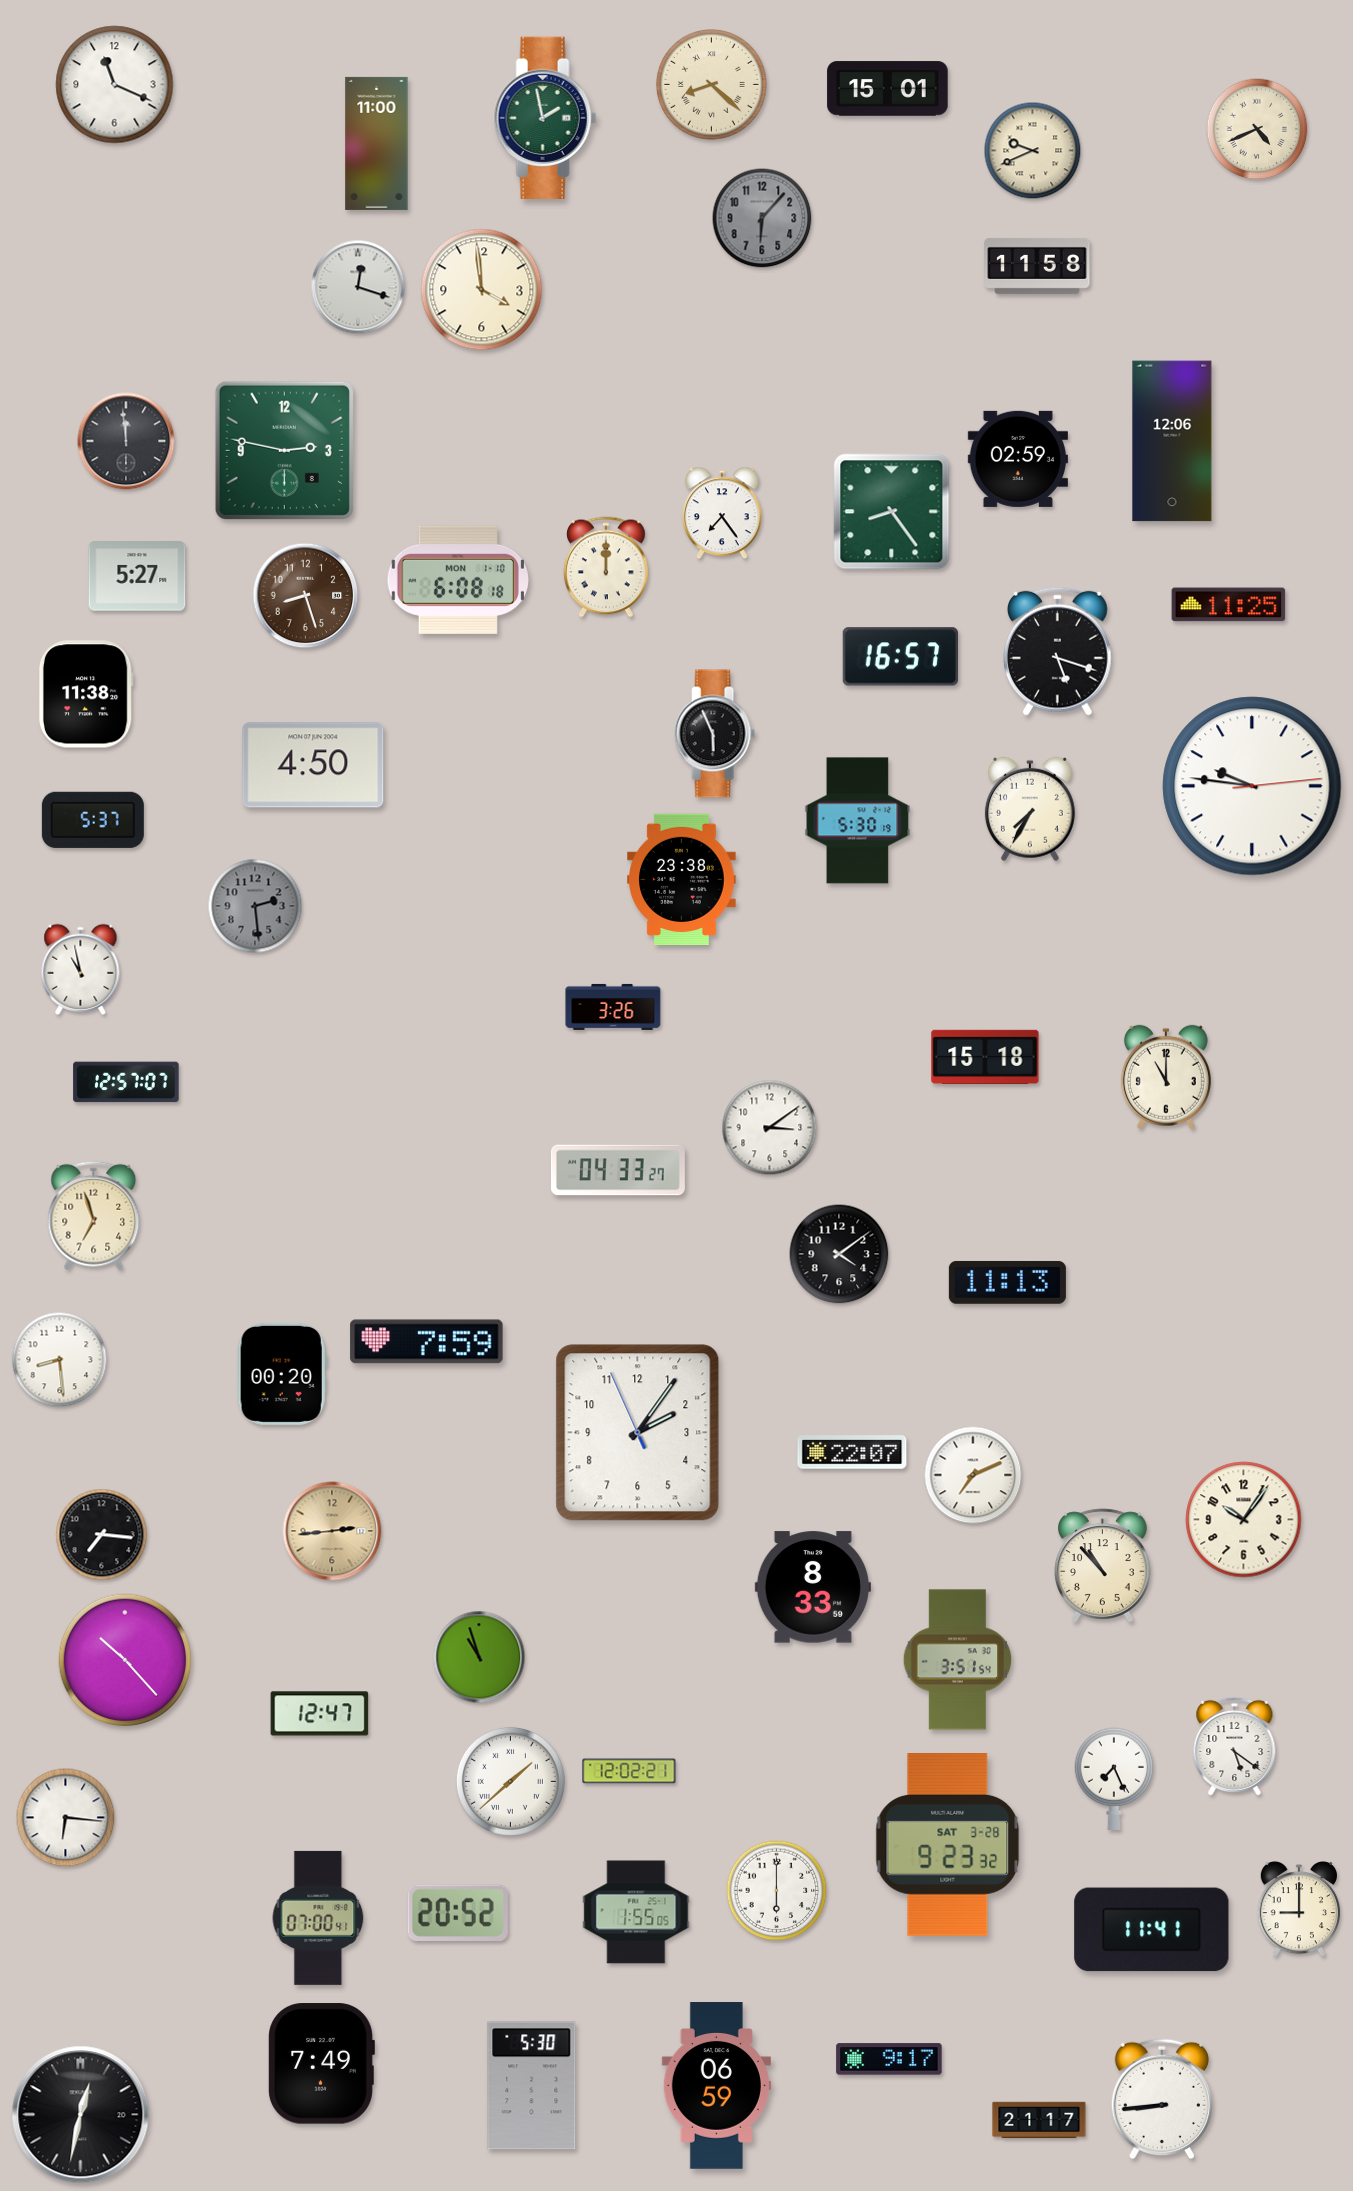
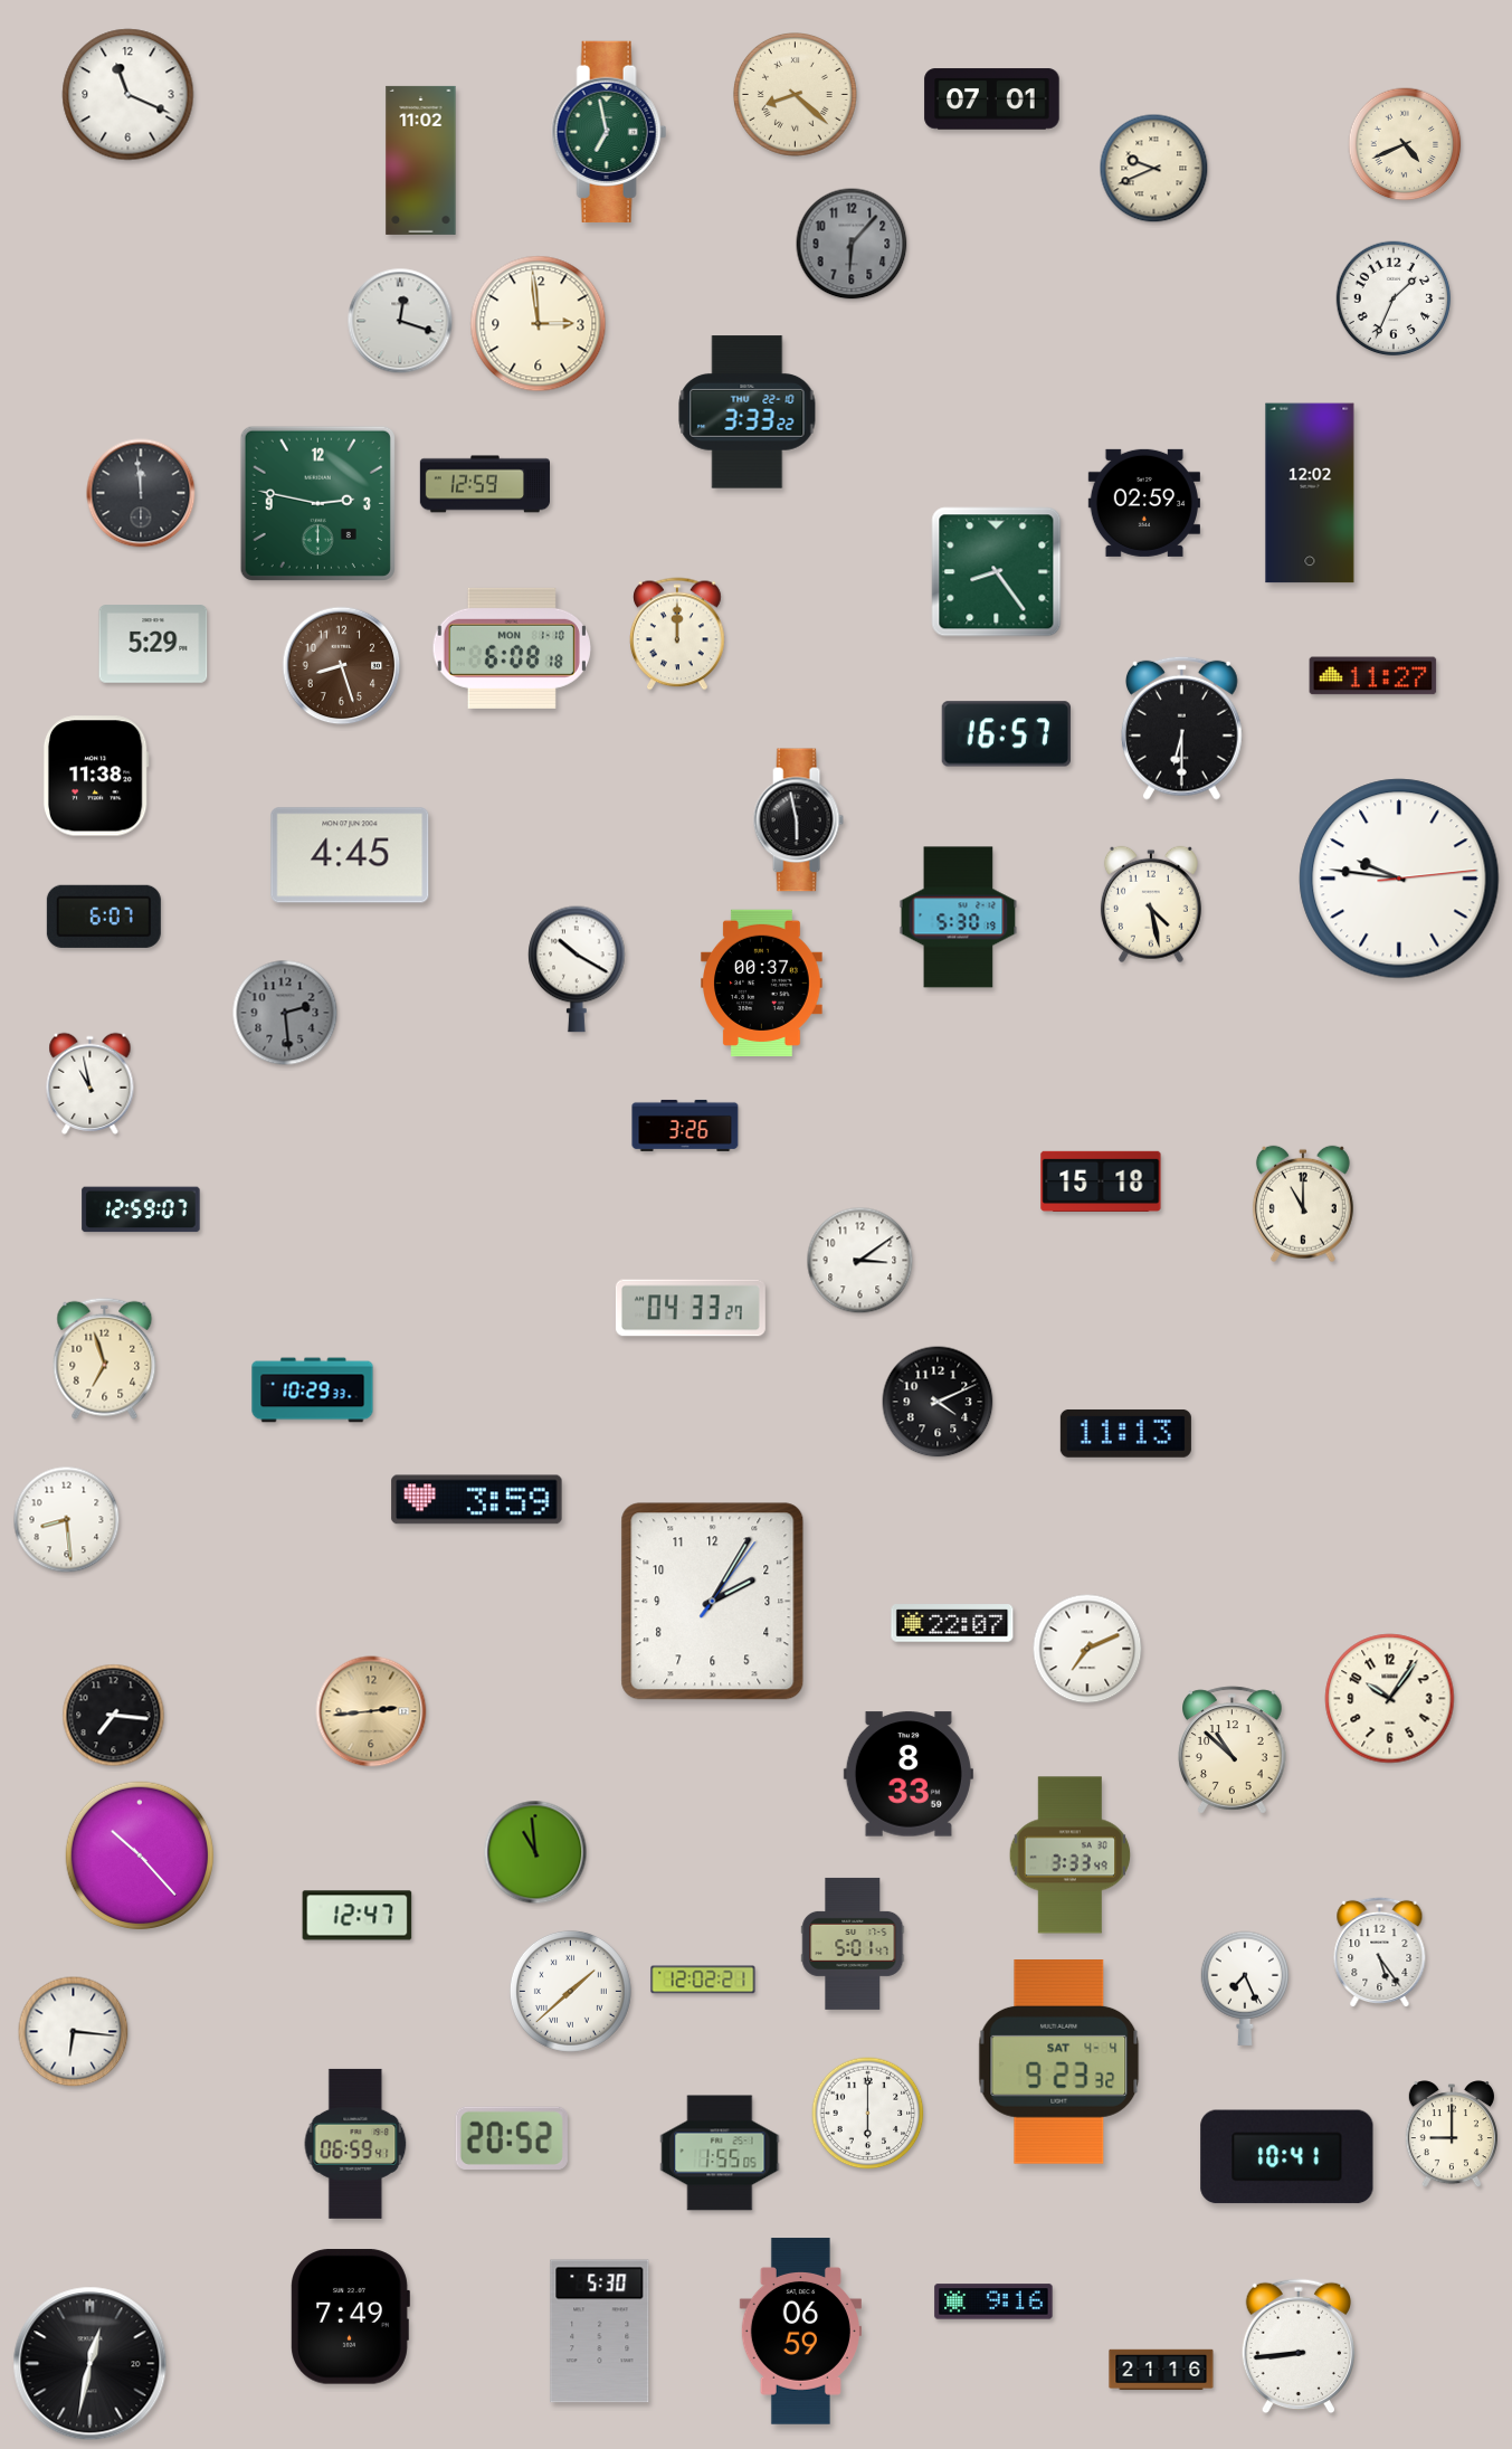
clock at (888, 89): 15:01 -> 07:01
clock at (545, 118): 1:58 -> 6:58
clock at (377, 143): 11:00 -> 11:02
clock at (1037, 266): 11:58 -> none
clock at (1394, 298): none -> 1:34
clock at (482, 290): 3:59 -> 2:59
clock at (748, 412): none -> 3:33
clock at (484, 484): none -> 12:59
clock at (1172, 441): 12:06 -> 12:02
clock at (1018, 459) position: (1018, 459) -> (1144, 503)
clock at (722, 513): 7:24 -> none
clock at (137, 576): 5:27 -> 5:29
clock at (1229, 605): 11:25 -> 11:27
clock at (1057, 651): 5:18 -> 6:30
clock at (714, 734): 5:56 -> 5:58
clock at (313, 765): 4:50 -> 4:45
clock at (1030, 809): 7:35 -> 4:28
clock at (93, 820): 5:37 -> 6:07
clock at (577, 969): none -> 10:20
clock at (682, 879): 23:38 -> 00:37
clock at (126, 1082): 12:57 -> 12:59
clock at (313, 1390): none -> 10:29
clock at (839, 1254): 4:09 -> 4:11
clock at (427, 1342): 7:59 -> 3:59
clock at (282, 1374): 00:20 -> none
clock at (638, 1433): 2:05:56 -> 2:05:06
clock at (1103, 1566): 10:53 -> 10:52
clock at (479, 1657): 10:57 -> 10:59
clock at (958, 1660): 3:51 -> 3:33
clock at (853, 1944): none -> 5:01
clock at (1235, 1747): 5:21 -> 5:24
clock at (948, 1845) date: SAT 3-28 -> SAT 4-4
clock at (636, 1912) position: (636, 1912) -> (720, 2153)
clock at (318, 1918): 07:00 -> 06:59
clock at (1152, 1930): 11:41 -> 10:41
clock at (889, 2059): 9:17 -> 9:16
clock at (321, 2064) position: (321, 2064) -> (350, 2317)
clock at (532, 2086) position: (532, 2086) -> (600, 2332)
clock at (1039, 2120): 21:17 -> 21:16
